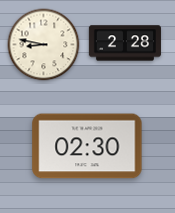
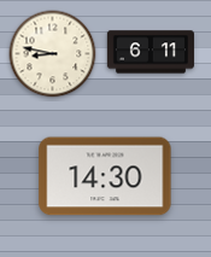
clock at (125, 43): 2:28 -> 6:11
clock at (87, 146): 02:30 -> 14:30
